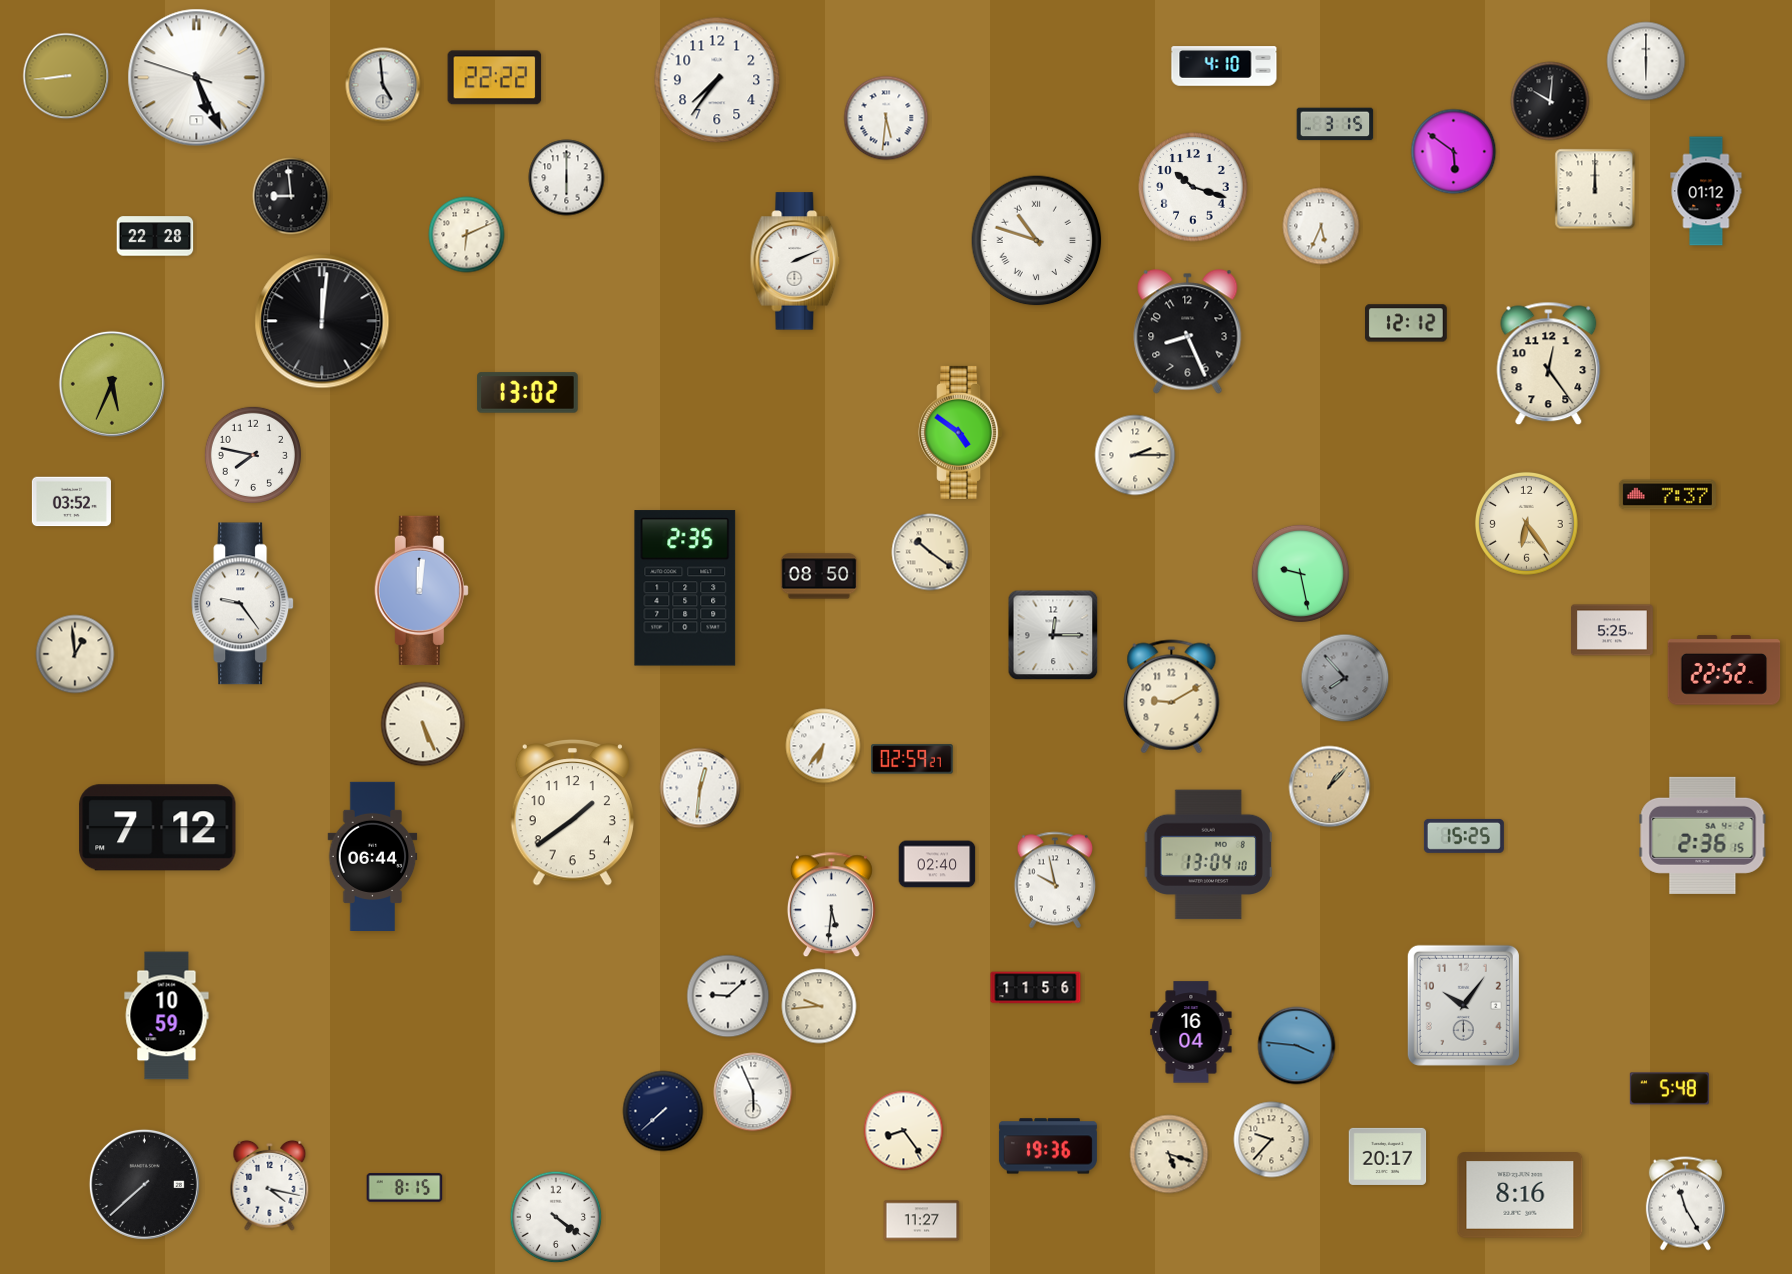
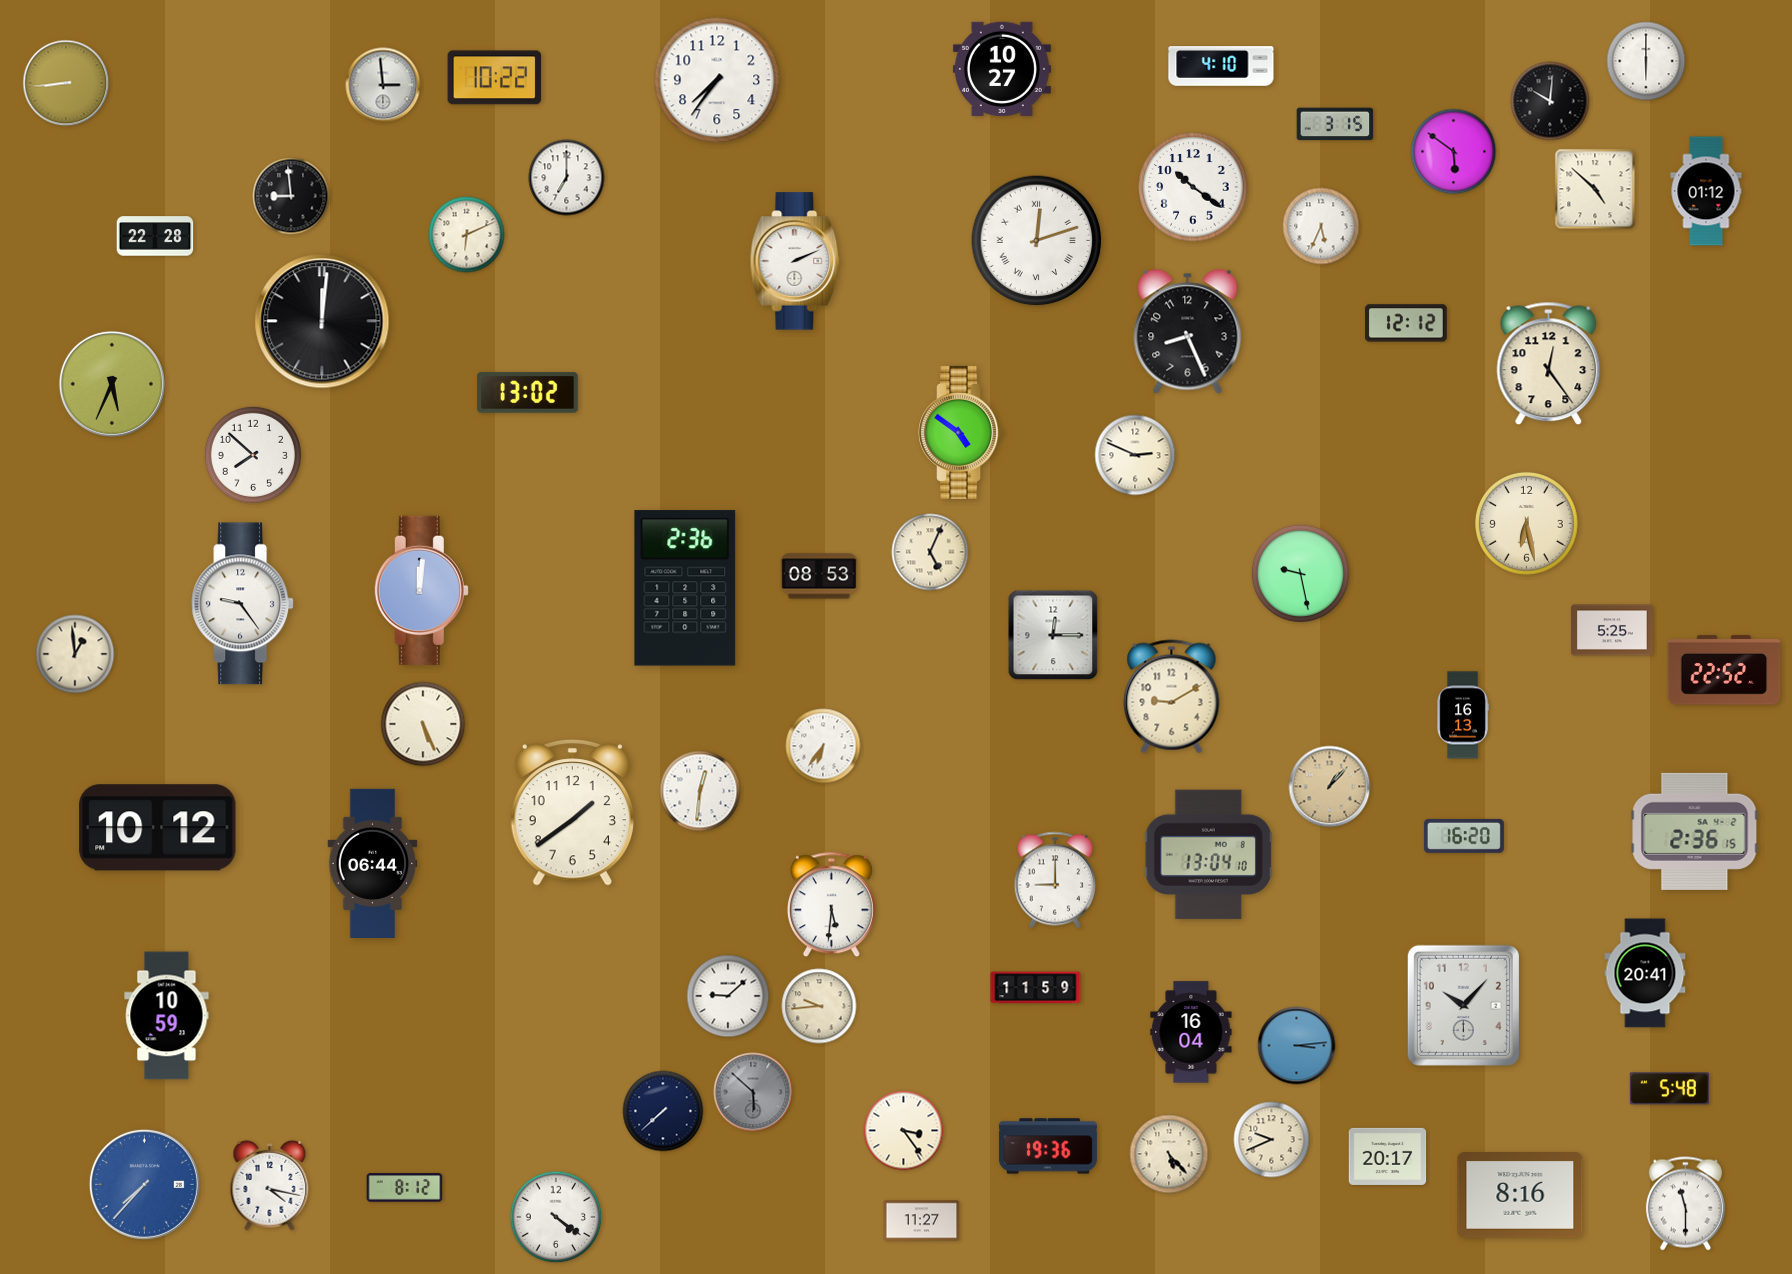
clock at (1224, 66) position: (1224, 66) -> (1221, 66)
clock at (1002, 69): none -> 10:27
clock at (66, 76) position: (66, 76) -> (66, 83)
clock at (197, 78): 5:25 -> none
clock at (495, 78): 22:22 -> 10:22
clock at (383, 85): 4:59 -> 2:59
clock at (886, 118): 5:31 -> none
clock at (567, 178): 6:00 -> 7:00
clock at (1193, 187): 10:18 -> 10:21
clock at (1595, 189): 12:00 -> 4:52
clock at (1037, 241): 10:48 -> 12:12
clock at (253, 455): 7:47 -> 7:52
clock at (1135, 455): 2:15 -> 2:49
clock at (1667, 495): 7:37 -> none
clock at (71, 502): 03:52 -> none
clock at (1526, 523): 6:24 -> 6:28
clock at (930, 552): 10:21 -> 5:04
clock at (819, 576): 08:50 -> 08:53
clock at (685, 588): 2:35 -> 2:36
clock at (1345, 678): 7:53 -> none
clock at (1463, 715): none -> 16:13
clock at (912, 759): 02:59 -> none
clock at (700, 788) position: (700, 788) -> (700, 791)
clock at (158, 828): 7:12 -> 10:12
clock at (1703, 835) position: (1703, 835) -> (1695, 831)
clock at (1464, 836): 15:25 -> 16:20
clock at (373, 856) position: (373, 856) -> (373, 863)
clock at (937, 864): 02:40 -> none
clock at (1055, 880): 9:58 -> 9:00
clock at (1645, 973): none -> 20:41
clock at (1036, 988): 11:56 -> 11:59
clock at (1463, 1005): 10:06 -> 10:07
clock at (1297, 1046): 3:46 -> 3:14
clock at (753, 1092): 5:56 -> 5:52
clock at (753, 1092) dial: white -> grey
clock at (904, 1131): 8:24 -> 3:24
clock at (1272, 1140): 9:37 -> 9:41
clock at (1169, 1154): 5:18 -> 5:23
clock at (144, 1184): 7:38 -> 7:37
clock at (144, 1184) dial: black -> blue
clock at (405, 1188): 8:15 -> 8:12
clock at (1685, 1204): 11:25 -> 11:30
